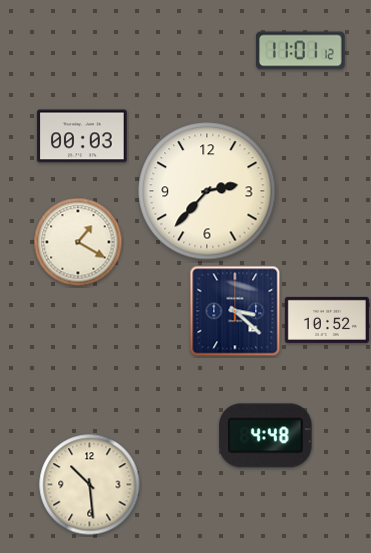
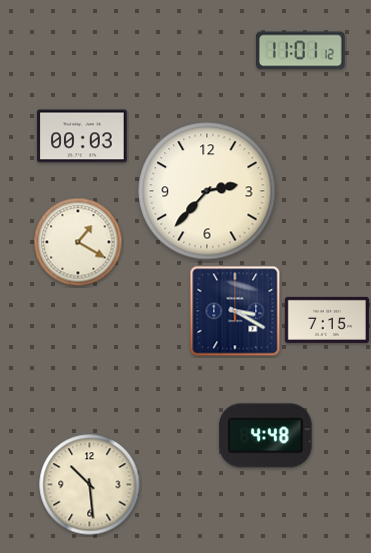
clock at (235, 311): 3:22 -> 3:20
clock at (327, 320): 10:52 -> 7:15
